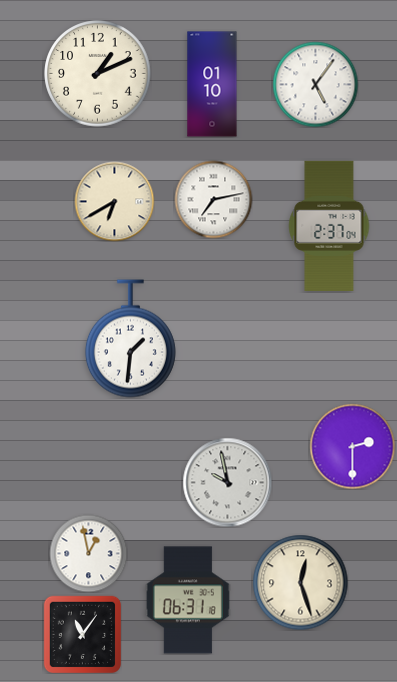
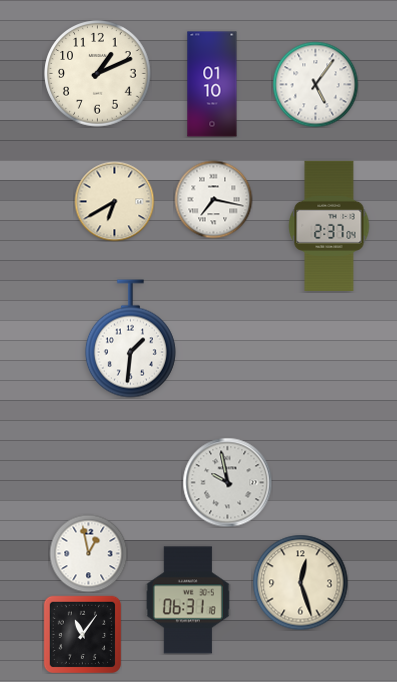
clock at (213, 199): 7:13 -> 7:17
clock at (352, 446): 2:30 -> none
